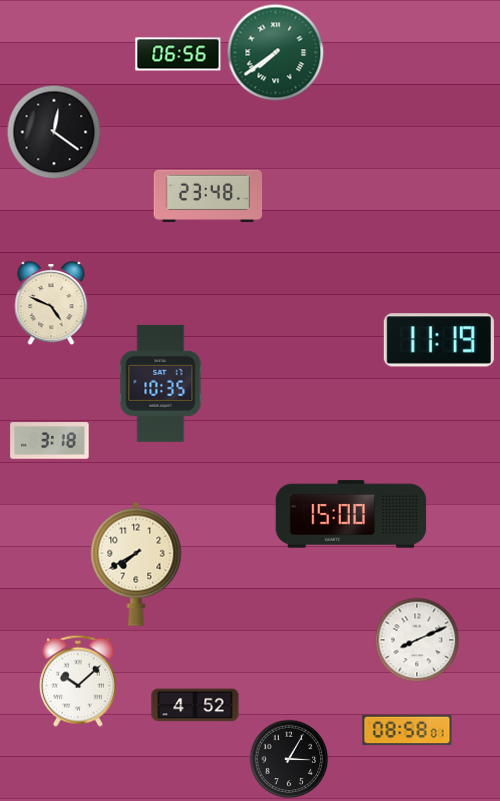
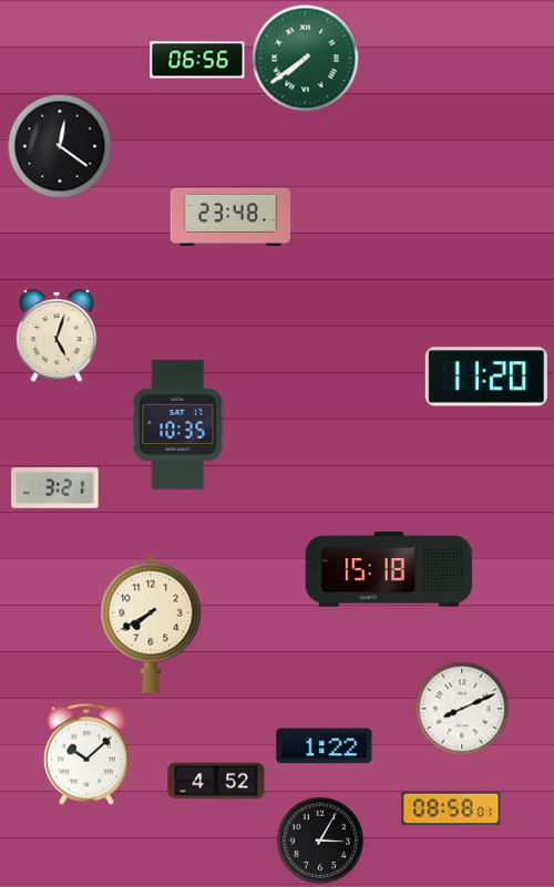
clock at (51, 303): 4:49 -> 5:03
clock at (439, 340): 11:19 -> 11:20
clock at (50, 441): 3:18 -> 3:21
clock at (351, 514): 15:00 -> 15:18
clock at (325, 746): none -> 1:22
